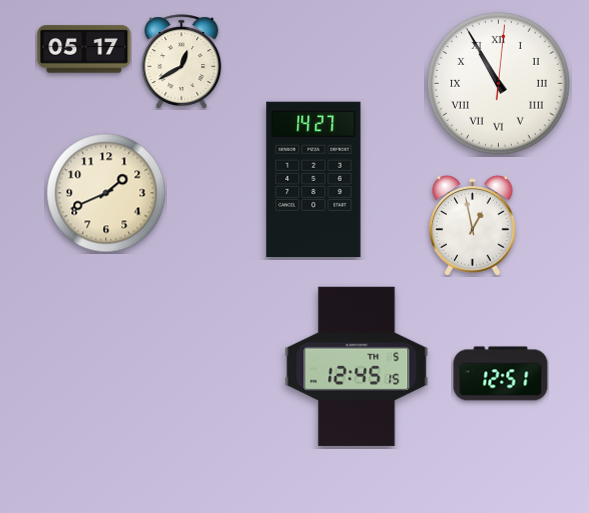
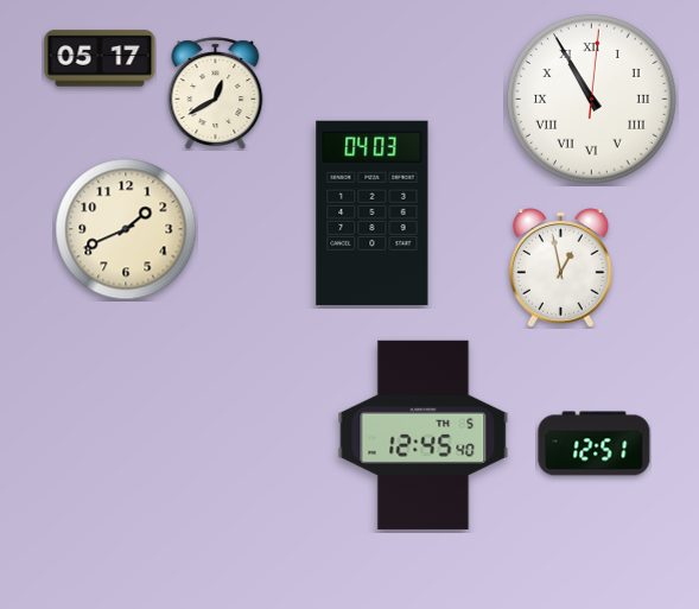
clock at (182, 62) position: (182, 62) -> (216, 94)
clock at (314, 180): 14:27 -> 04:03
clock at (357, 366): 12:45:15 -> 12:45:40
